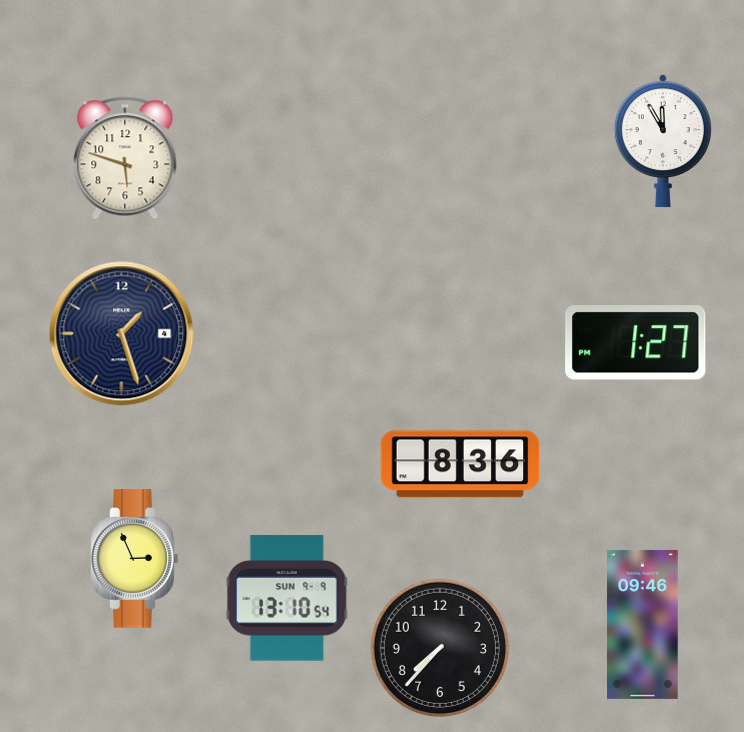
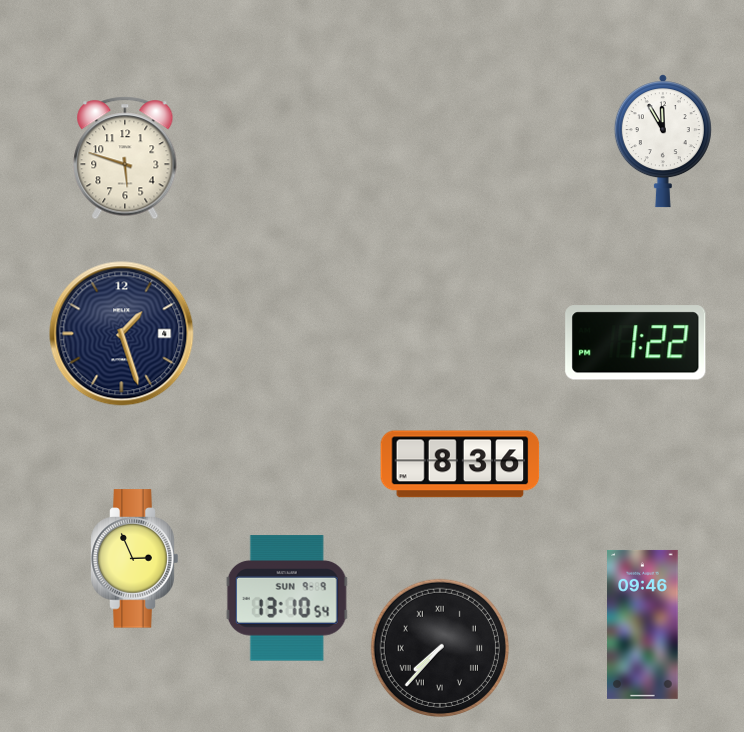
clock at (636, 343): 1:27 -> 1:22
clock at (440, 648) numerals: Arabic -> Roman
